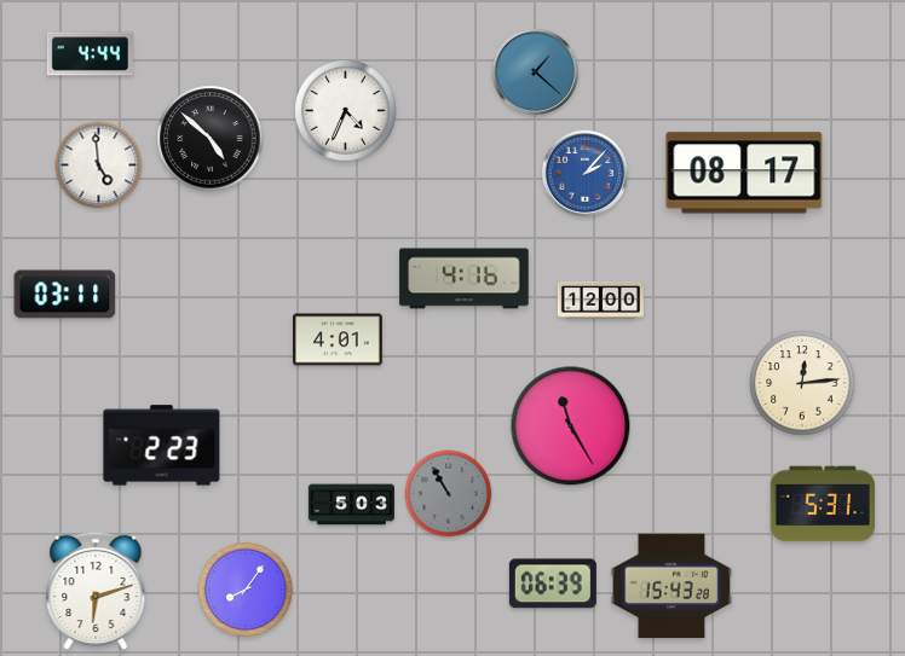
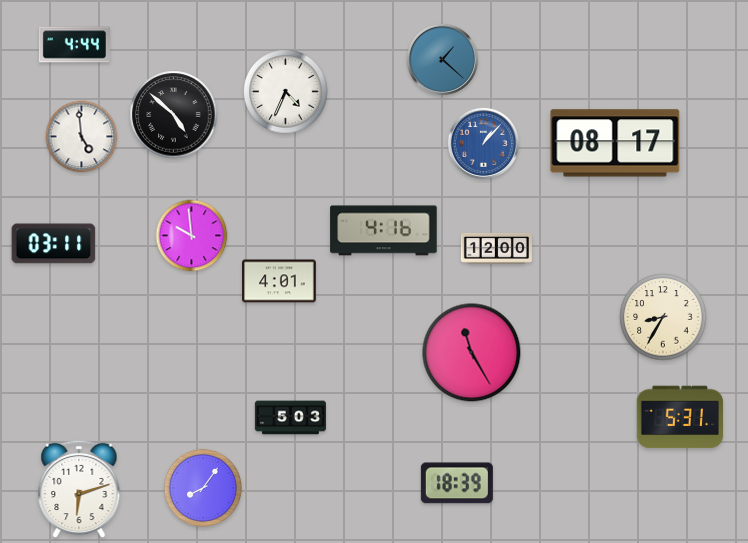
clock at (584, 173): 2:07 -> 1:07
clock at (192, 236): none -> 9:59
clock at (802, 383): 12:14 -> 8:35
clock at (162, 446): 2:23 -> none
clock at (449, 494): 10:55 -> none
clock at (553, 584): 06:39 -> 18:39
clock at (671, 586): 15:43 -> none
